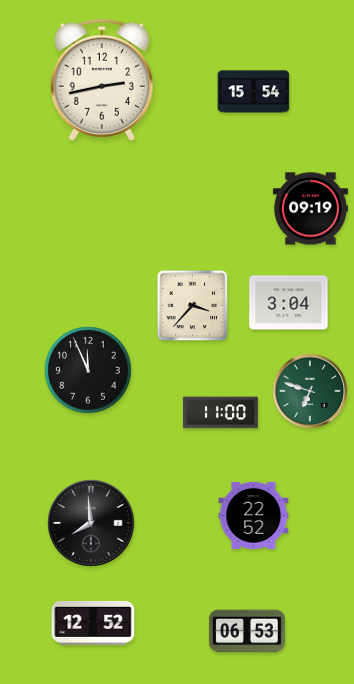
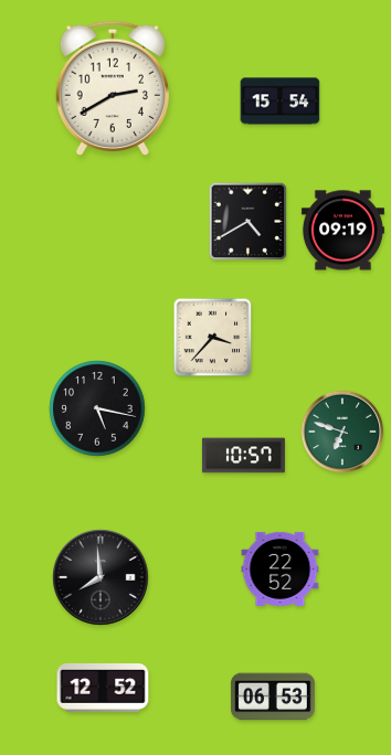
clock at (102, 80): 2:43 -> 2:40
clock at (249, 222): none -> 4:40
clock at (289, 303): 3:04 -> none
clock at (88, 370): 11:56 -> 5:17
clock at (220, 413): 11:00 -> 10:57
